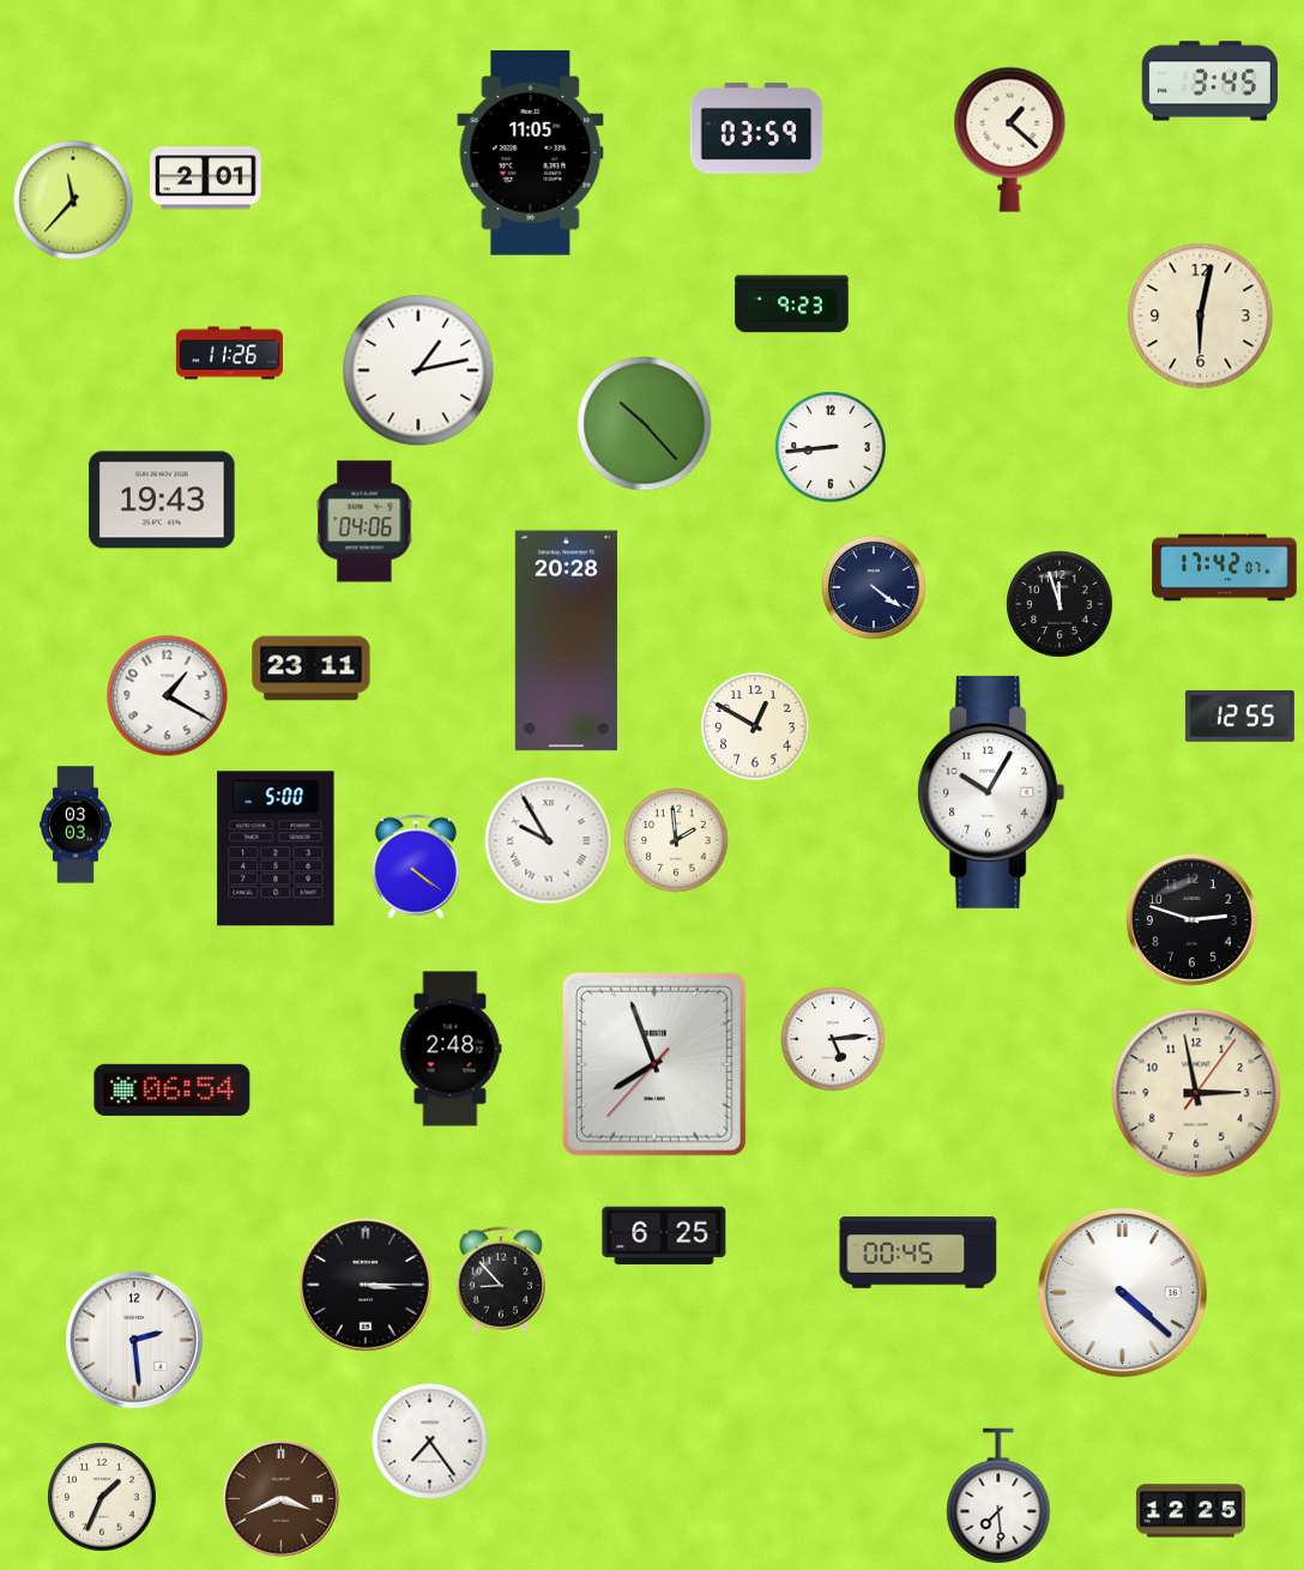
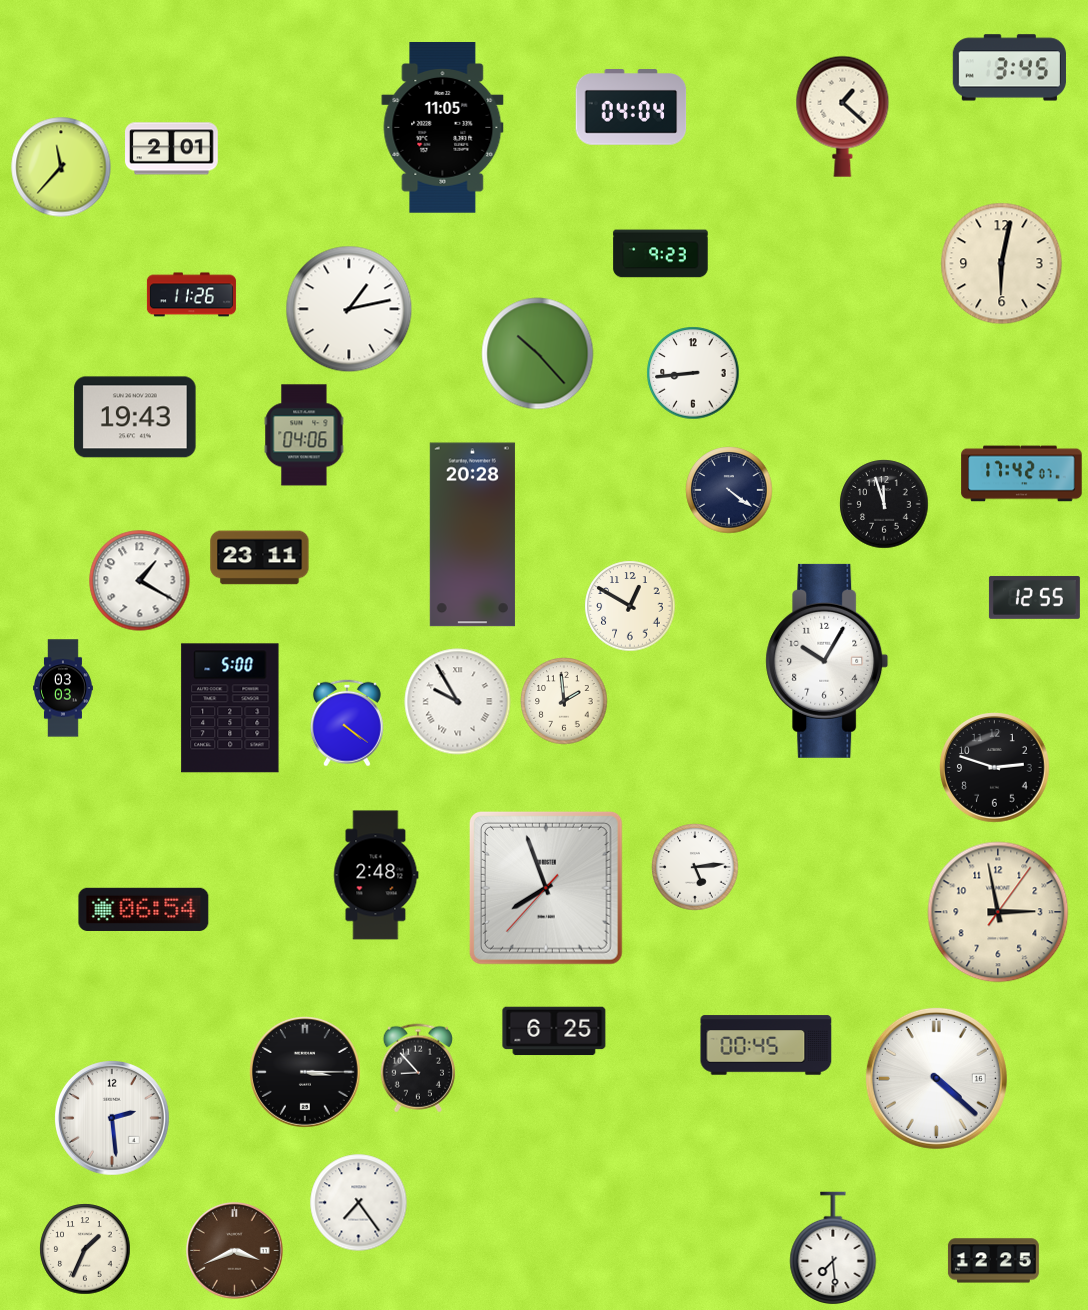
clock at (756, 128): 03:59 -> 04:04
